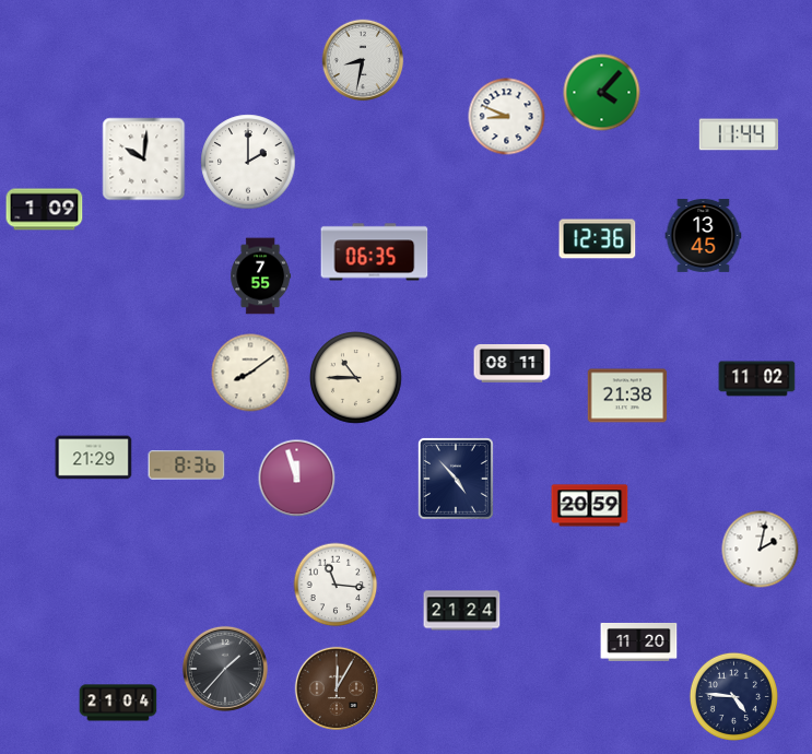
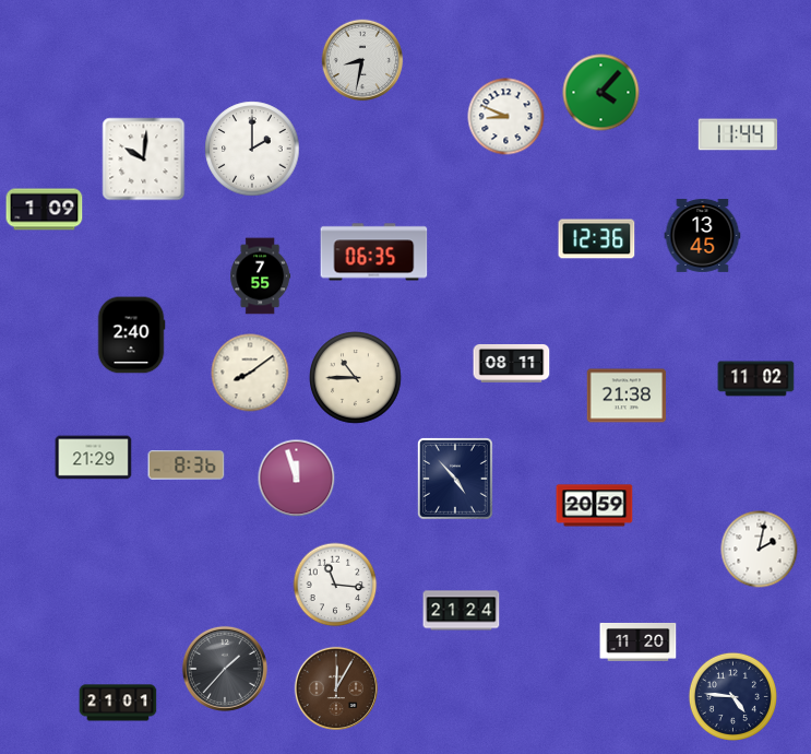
clock at (248, 162) position: (248, 162) -> (252, 149)
clock at (131, 335): none -> 2:40
clock at (590, 506) position: (590, 506) -> (595, 506)
clock at (118, 703): 21:04 -> 21:01
